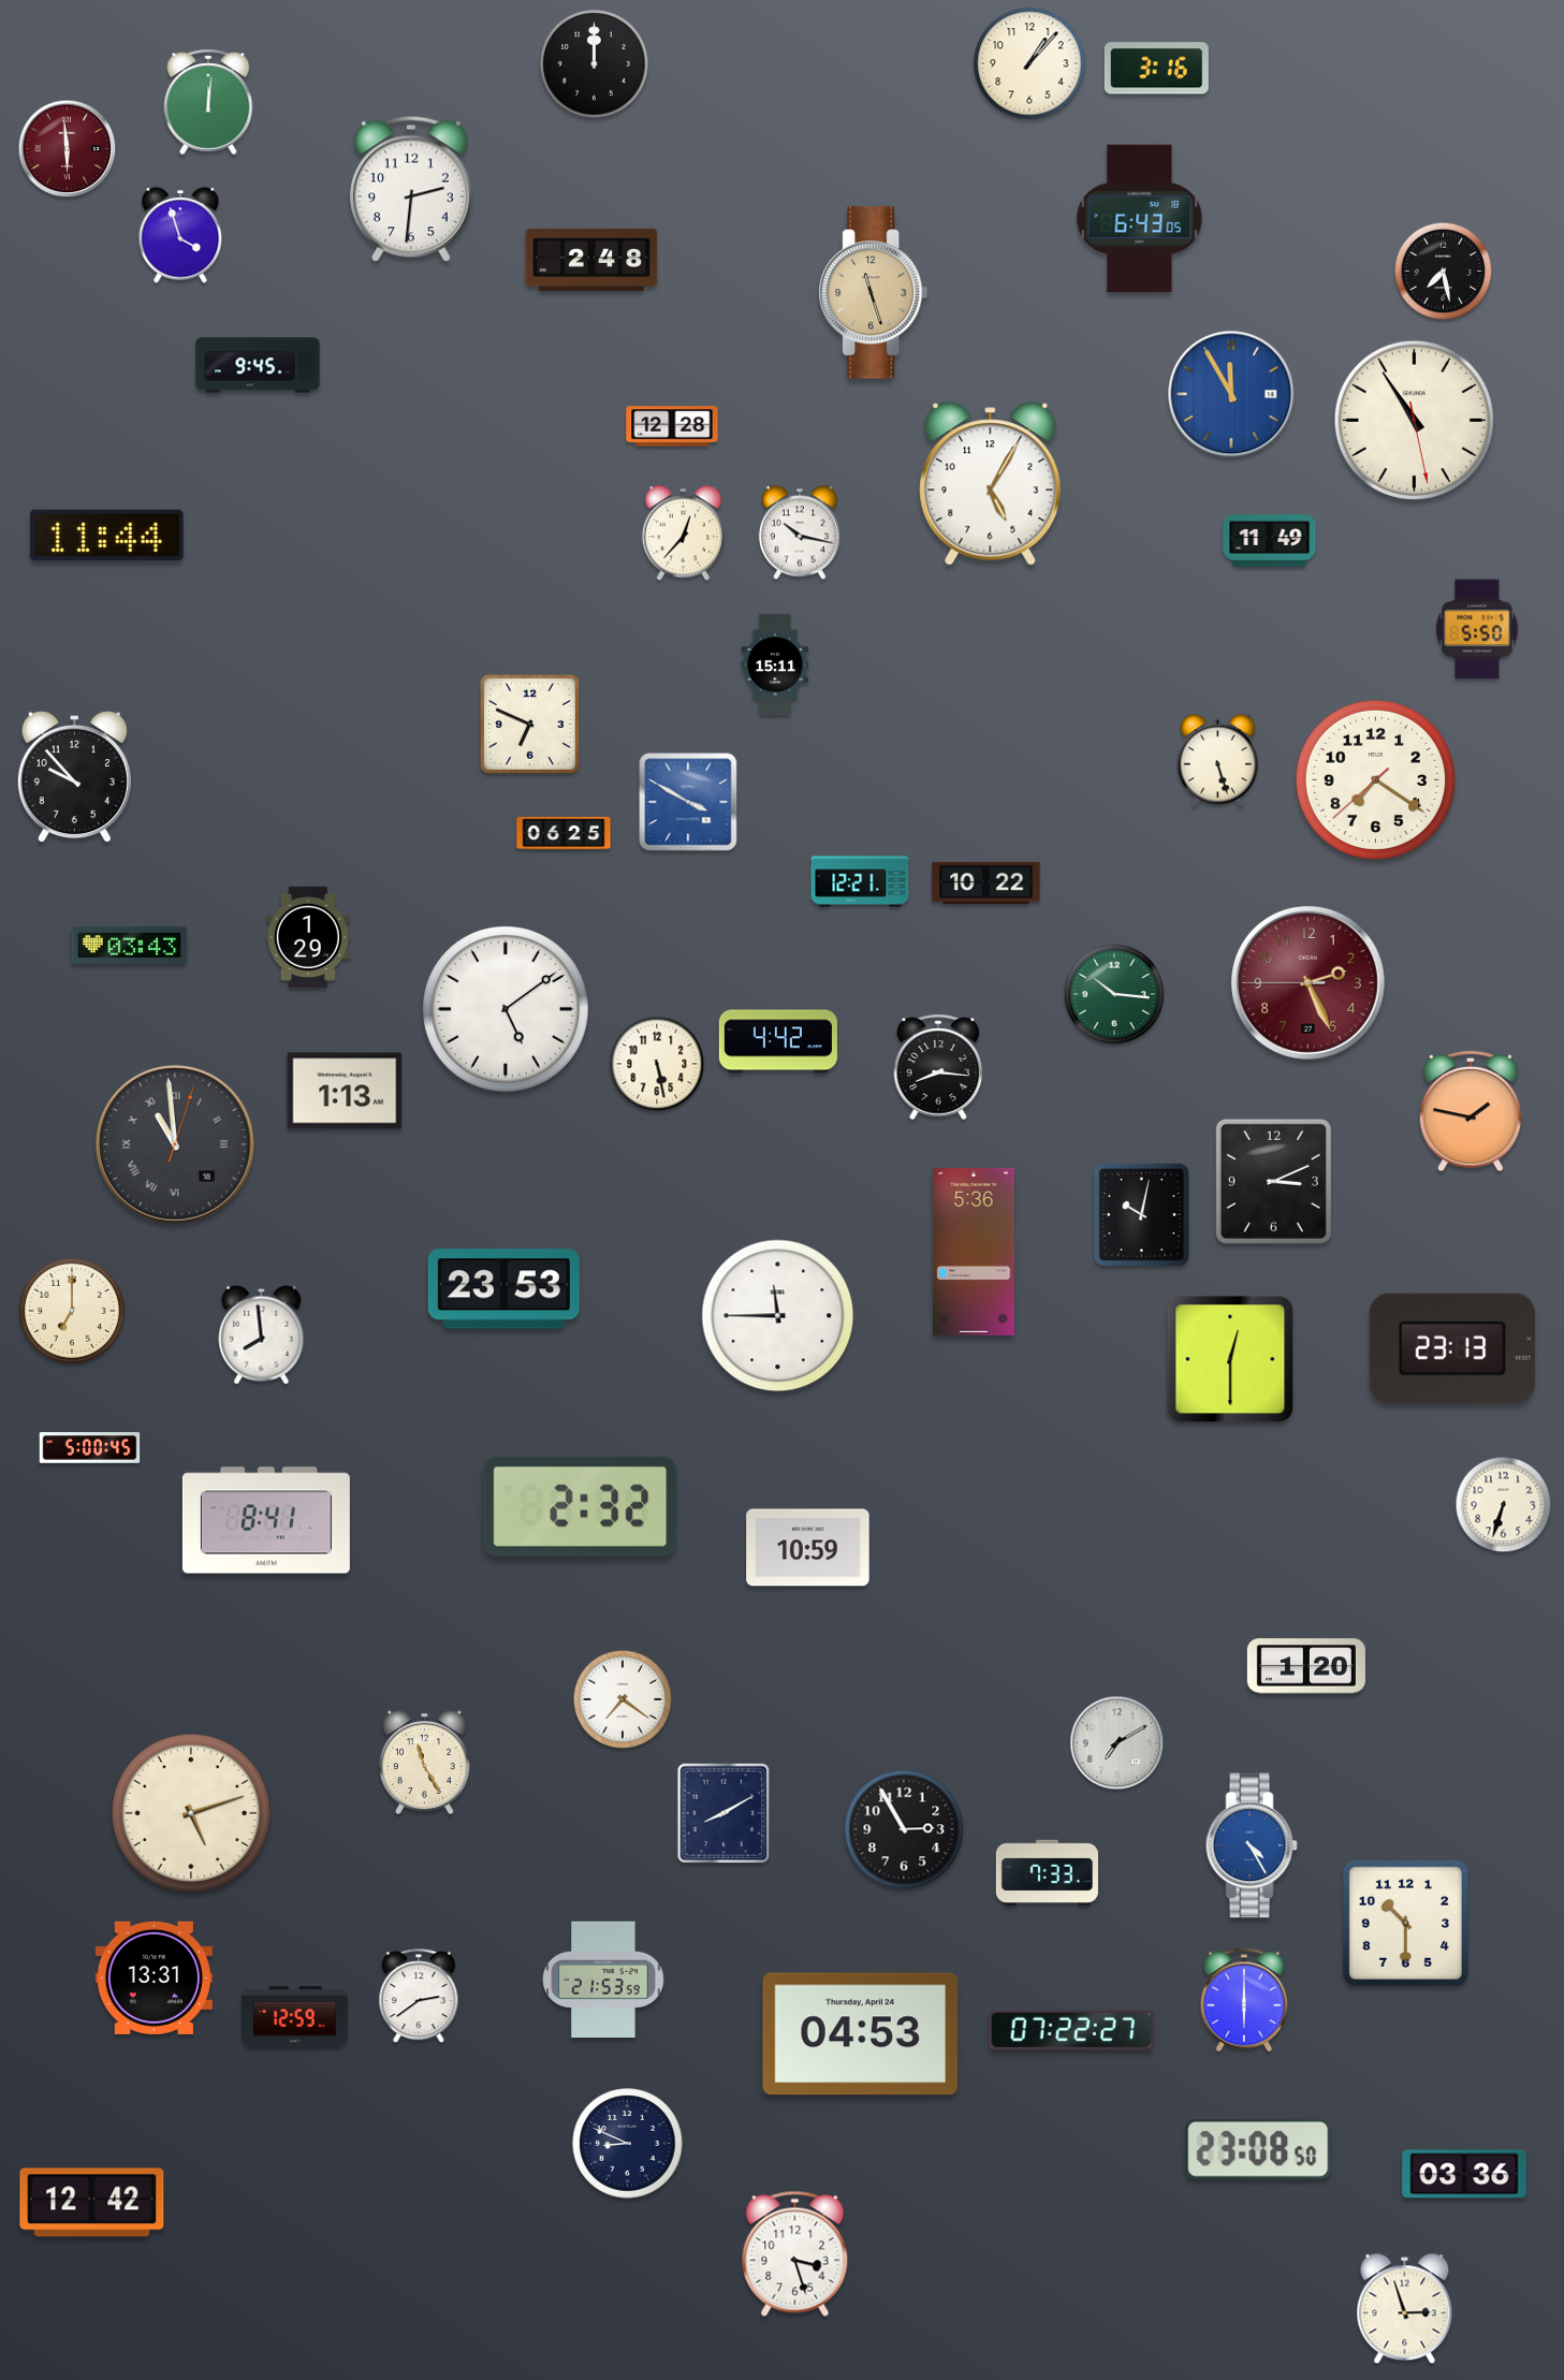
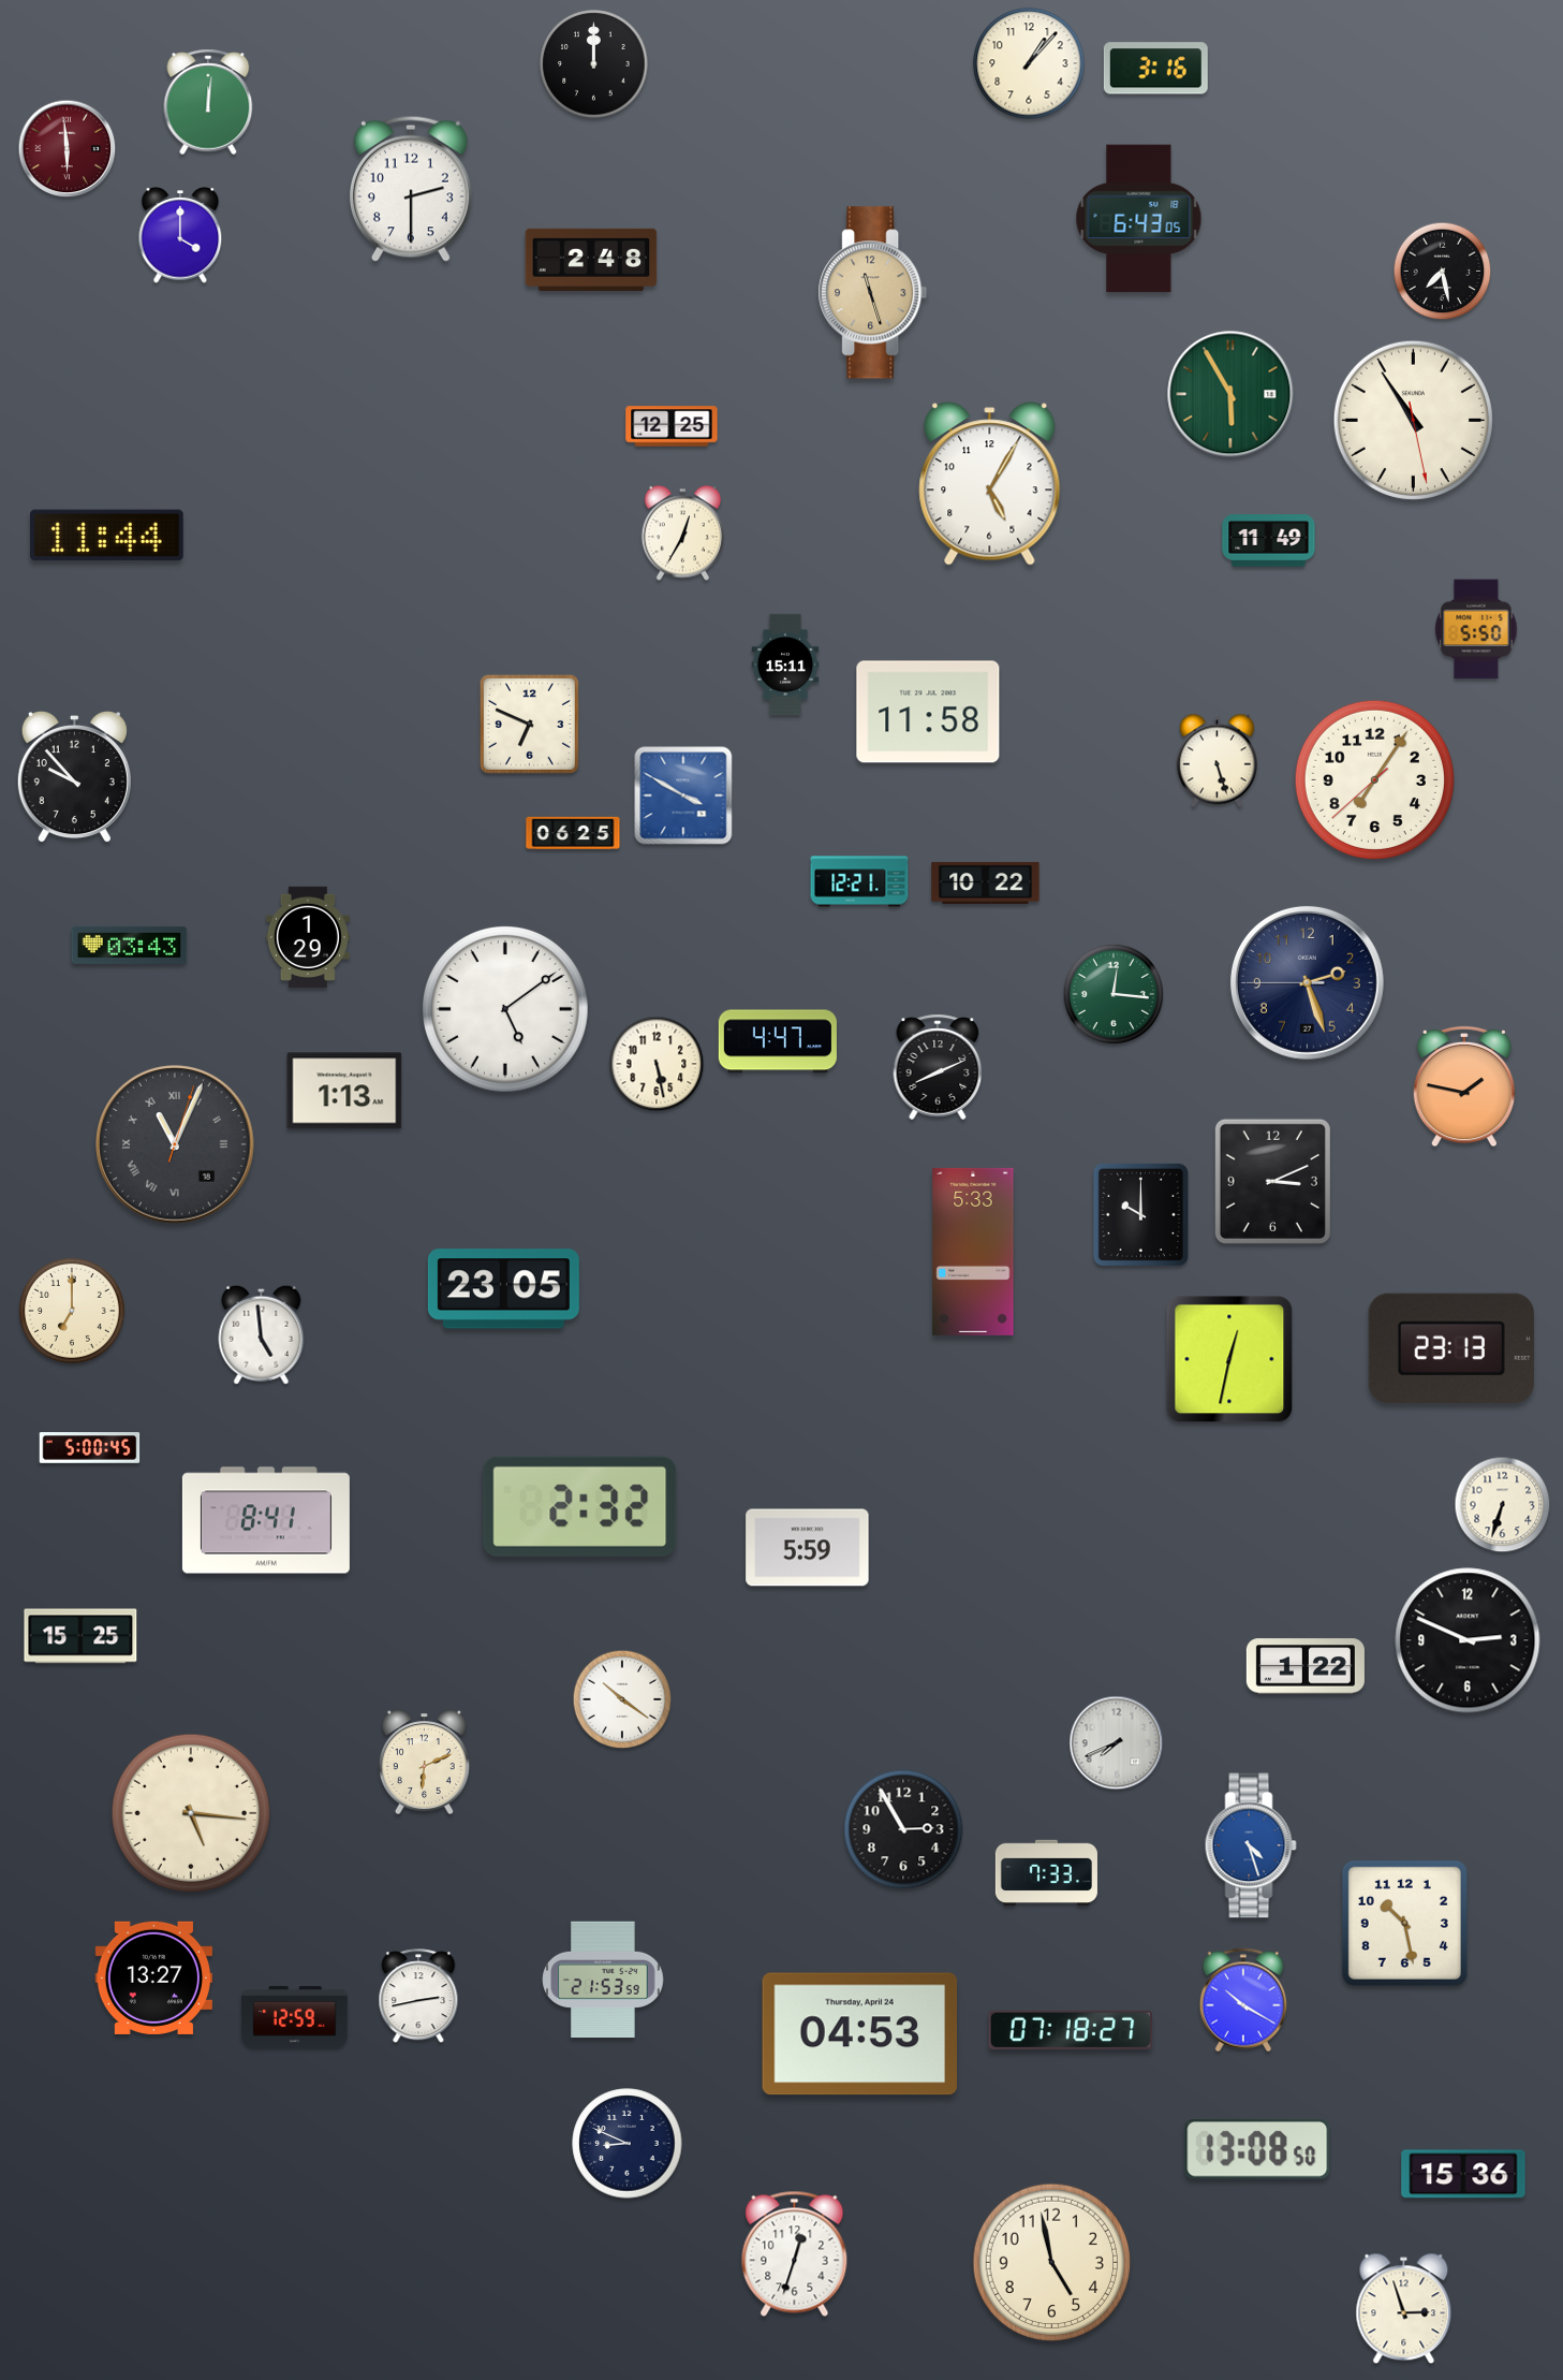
clock at (411, 189): 2:31 -> 2:30
clock at (180, 235): 3:57 -> 4:00
clock at (258, 365): 9:45 -> none
clock at (1231, 394): 11:55 -> 5:55
clock at (1231, 394) dial: blue -> green
clock at (672, 426): 12:28 -> 12:25
clock at (800, 532): 10:17 -> none
clock at (683, 534): 12:37 -> 12:35
clock at (775, 665) position: (775, 665) -> (785, 665)
clock at (928, 712): none -> 11:58
clock at (1375, 779): 7:20 -> 7:05
clock at (688, 802) position: (688, 802) -> (683, 795)
clock at (564, 833) position: (564, 833) -> (573, 833)
clock at (1307, 982): 2:25 -> 2:26
clock at (1307, 982) dial: burgundy -> navy
clock at (1114, 994): 10:16 -> 12:16
clock at (778, 1041): 4:42 -> 4:47
clock at (938, 1067): 8:16 -> 8:11
clock at (1471, 1111) position: (1471, 1111) -> (1464, 1086)
clock at (175, 1144): 10:59 -> 11:04
clock at (1141, 1214): 10:02 -> 10:00
clock at (974, 1252): 5:36 -> 5:33
clock at (503, 1289): 23:53 -> 23:05
clock at (778, 1316): 11:45 -> none
clock at (262, 1334): 7:59 -> 4:59
clock at (1230, 1359): 12:30 -> 12:32
clock at (808, 1548): 10:59 -> 5:59
clock at (80, 1636): none -> 15:25
clock at (1468, 1640): none -> 2:49
clock at (1306, 1666): 1:20 -> 1:22
clock at (623, 1699): 7:21 -> 10:21
clock at (1117, 1743): 7:10 -> 7:41
clock at (424, 1762): 11:25 -> 6:11
clock at (191, 1813): 5:12 -> 5:16
clock at (723, 1813): 8:10 -> none
clock at (1252, 1845): 4:25 -> 4:27
clock at (1405, 1923): 10:30 -> 10:28
clock at (154, 1977): 13:31 -> 13:27
clock at (419, 1997): 2:39 -> 2:43
clock at (1244, 2000): 6:00 -> 10:20
clock at (1071, 2030): 07:22 -> 07:18
clock at (1258, 2149): 23:08 -> 13:08
clock at (1464, 2174): 03:36 -> 15:36
clock at (92, 2203): 12:42 -> none
clock at (795, 2253): 3:27 -> 12:33
clock at (1051, 2262): none -> 4:58
